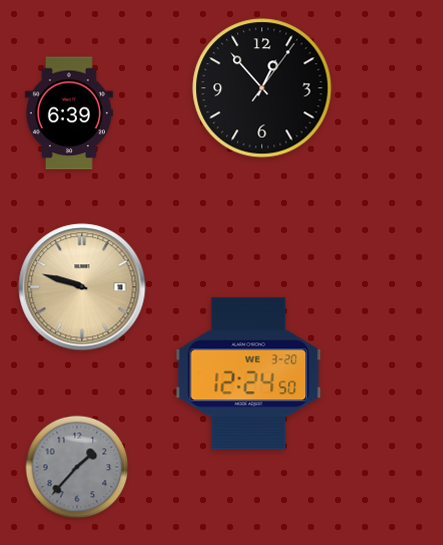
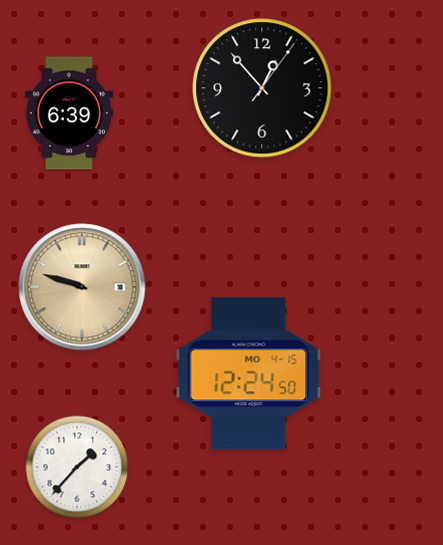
clock at (249, 374) date: WE 3-20 -> MO 4-15
clock at (77, 467) dial: grey -> white
